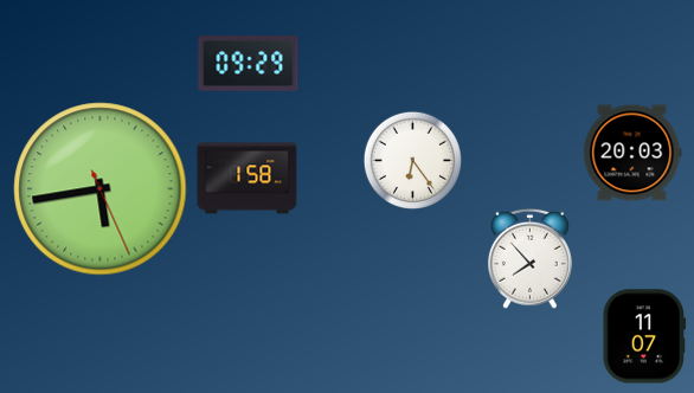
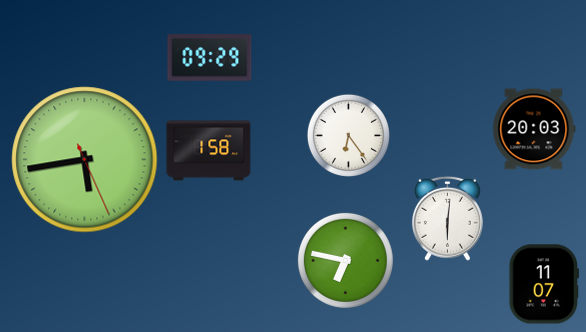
clock at (249, 64) position: (249, 64) -> (210, 58)
clock at (529, 258): 7:53 -> 6:01
clock at (345, 260): none -> 6:47
